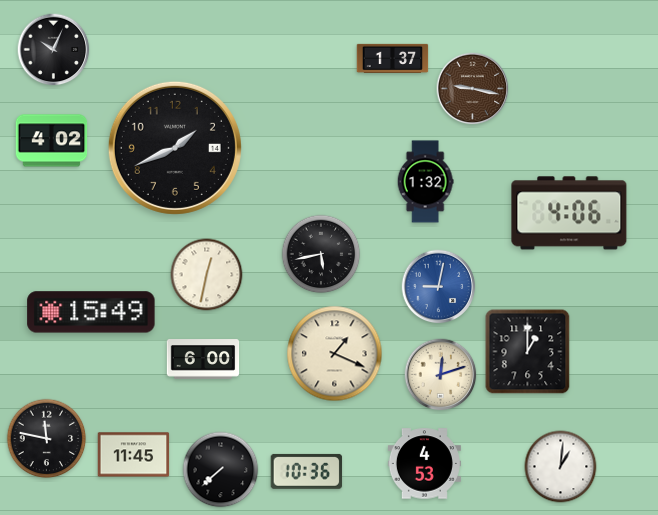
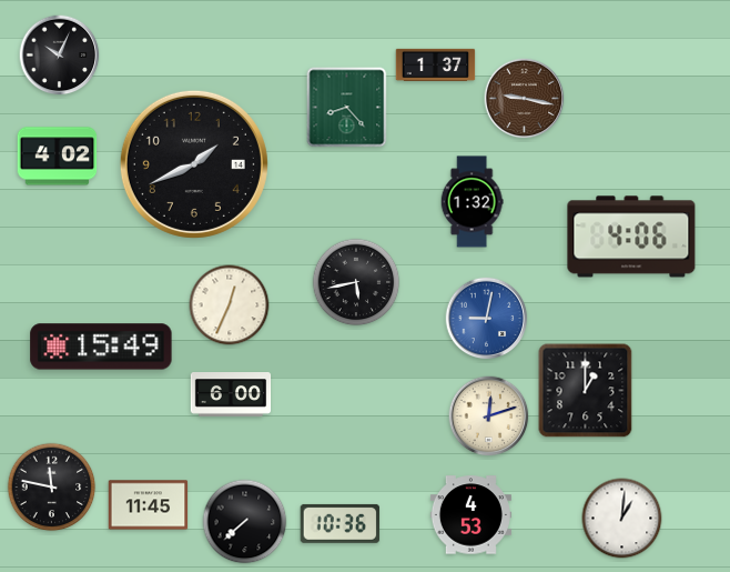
clock at (347, 108): none -> 8:23
clock at (207, 275): 12:32 -> 12:34
clock at (335, 354): 1:19 -> none
clock at (203, 360) position: (203, 360) -> (231, 395)
